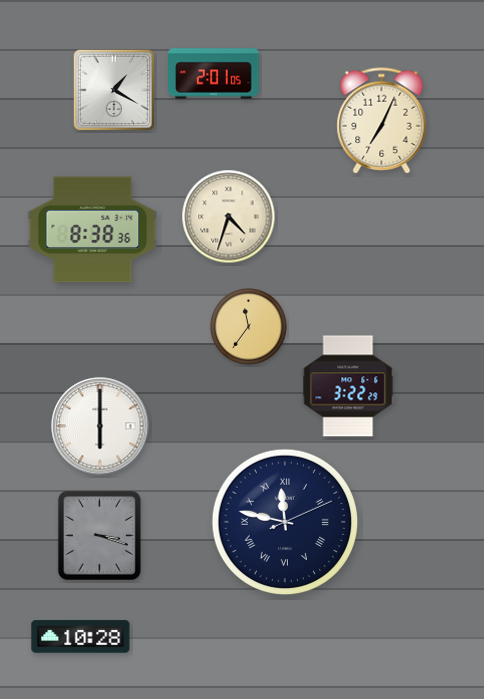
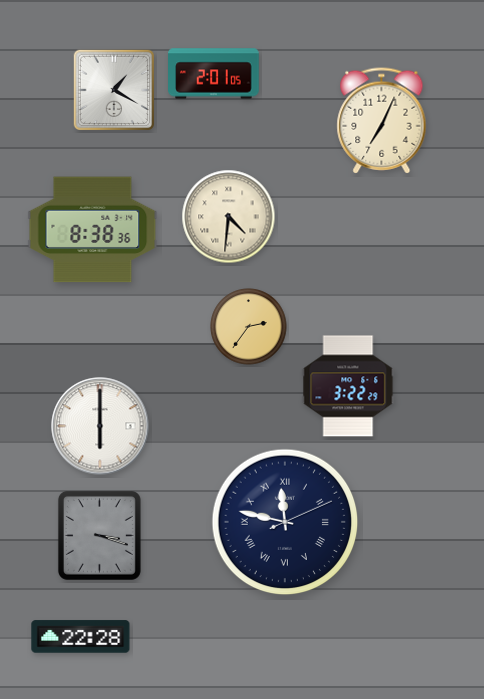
clock at (229, 217): 4:33 -> 4:31
clock at (249, 327): 11:36 -> 2:36
clock at (81, 637): 10:28 -> 22:28
